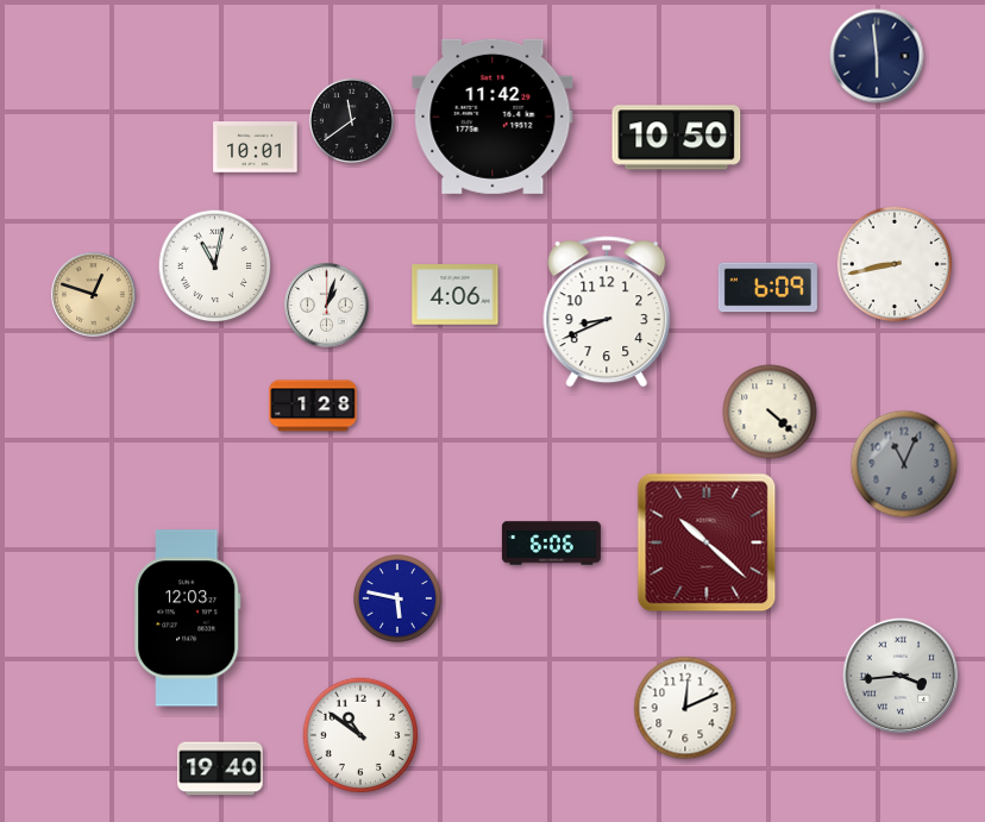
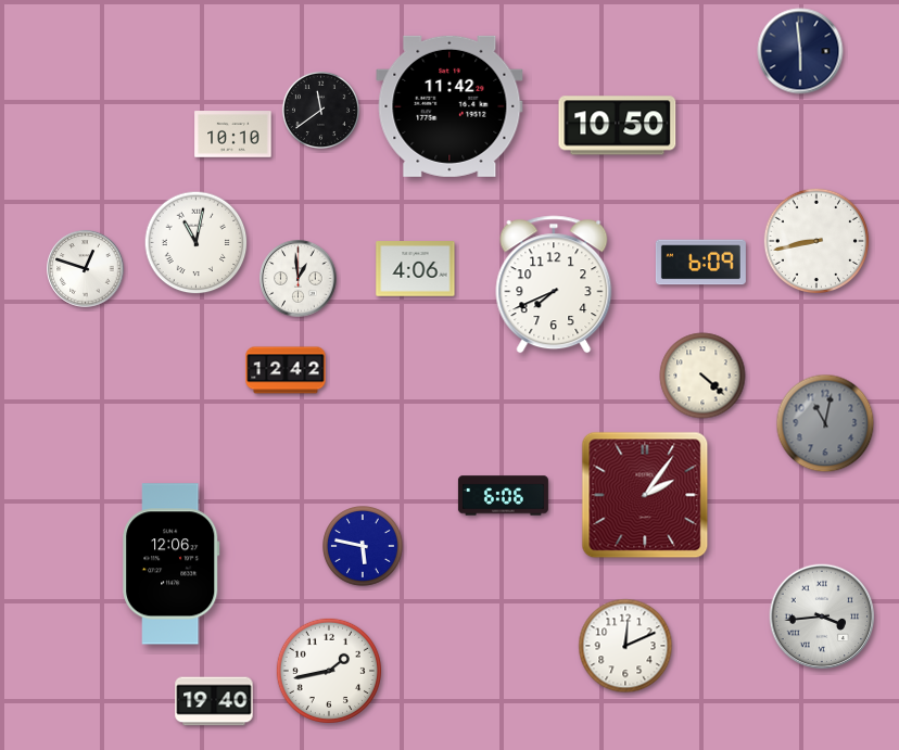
clock at (256, 148): 10:01 -> 10:10
clock at (94, 295) dial: champagne -> white
clock at (327, 306): 1:03 -> 12:59
clock at (607, 312): 8:41 -> 7:41
clock at (313, 406): 1:28 -> 12:42
clock at (904, 464): 11:04 -> 11:02
clock at (707, 542): 10:22 -> 2:06
clock at (188, 619): 12:03 -> 12:06
clock at (359, 734): 10:51 -> 1:43
clock at (220, 768) position: (220, 768) -> (214, 701)
